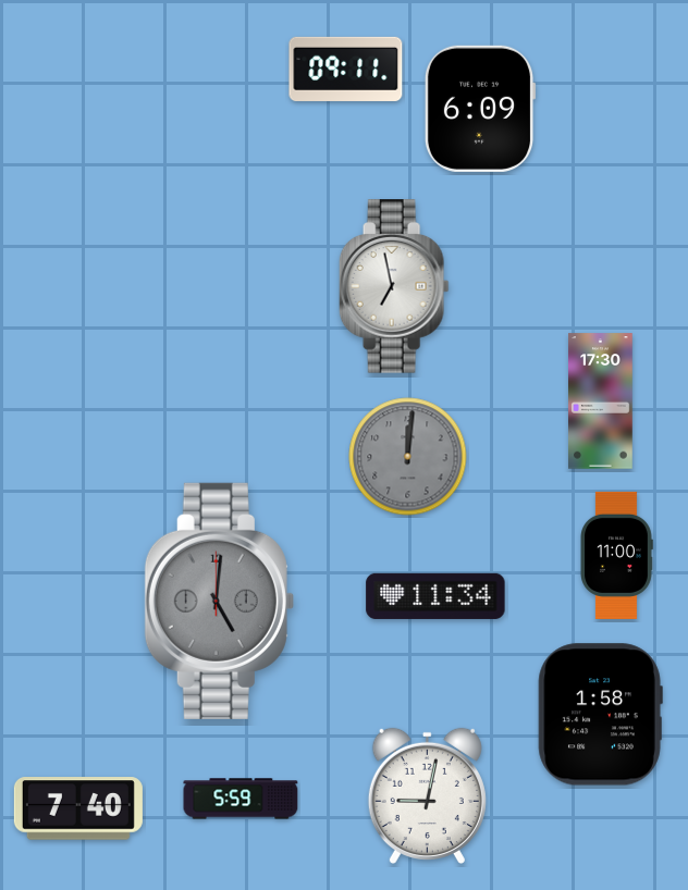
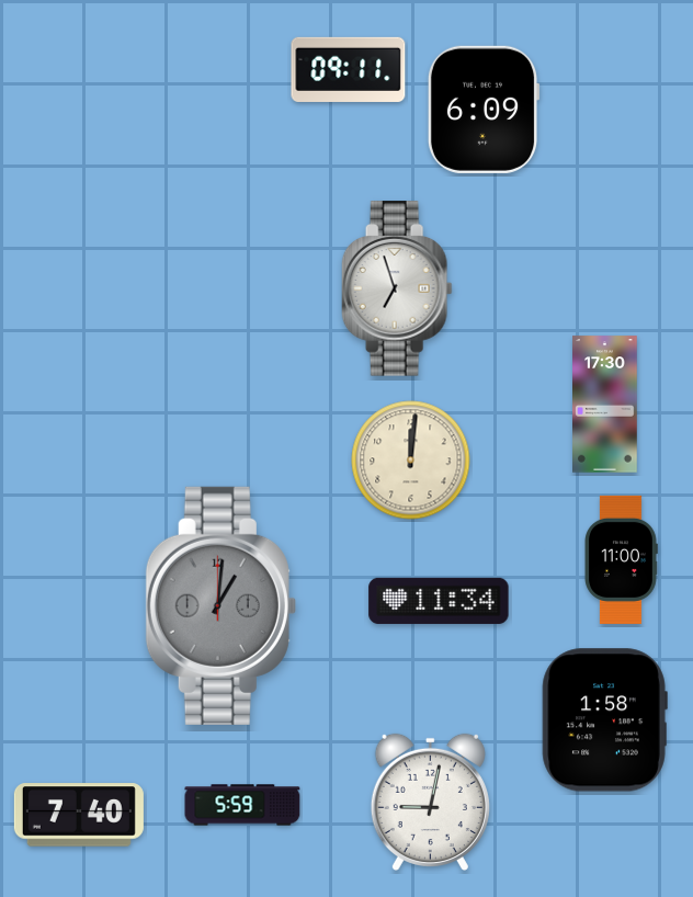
clock at (394, 286): 6:58 -> 6:57
clock at (408, 457) dial: grey -> cream
clock at (219, 601): 5:01 -> 1:01
